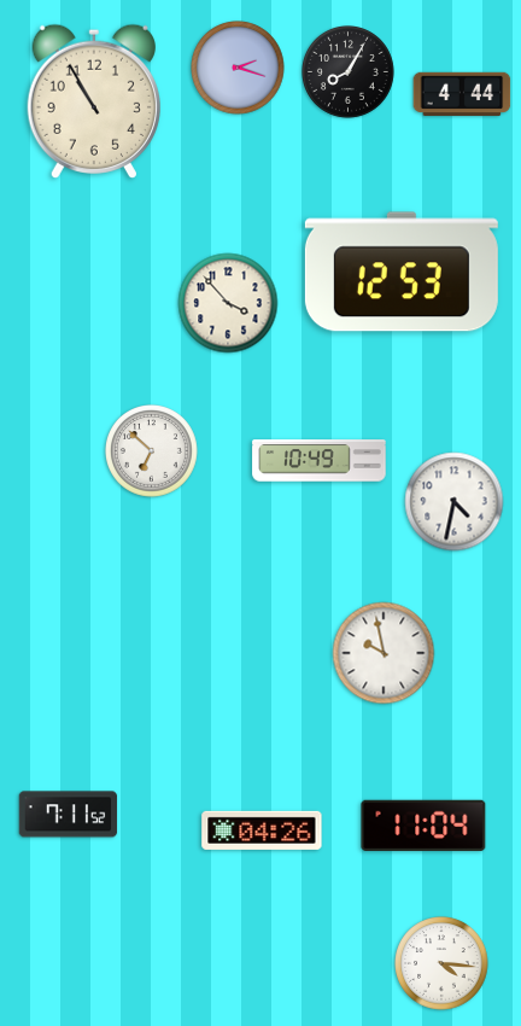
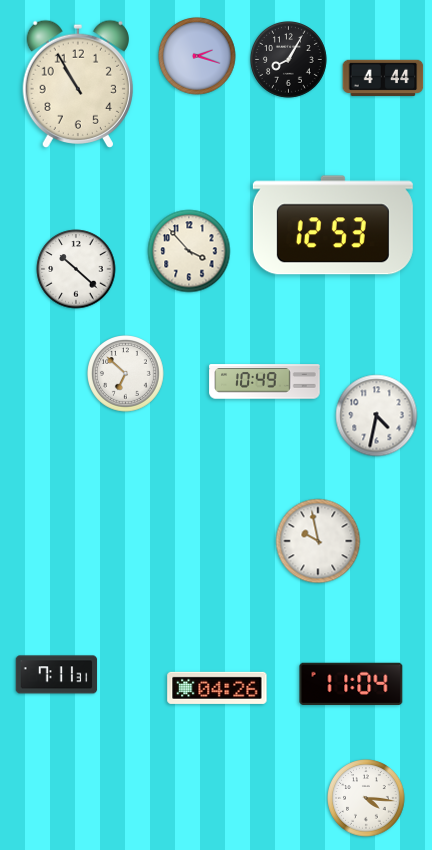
clock at (76, 269): none -> 10:22
clock at (69, 815): 7:11:52 -> 7:11:31
